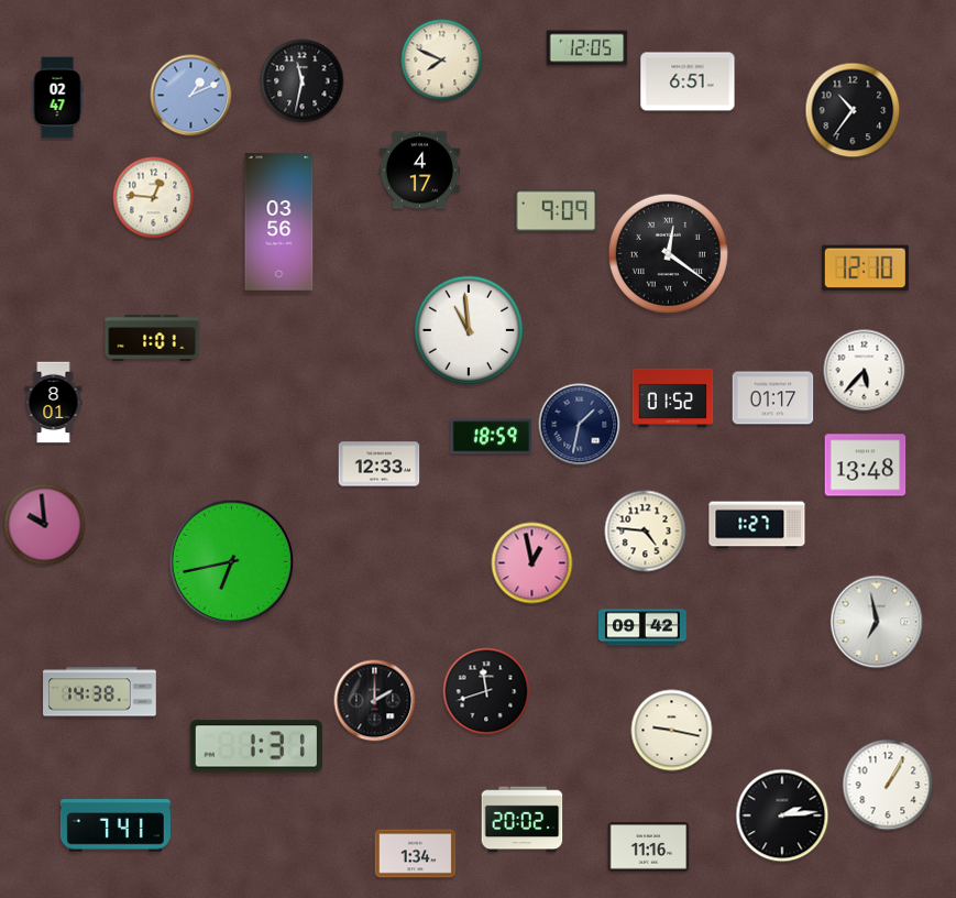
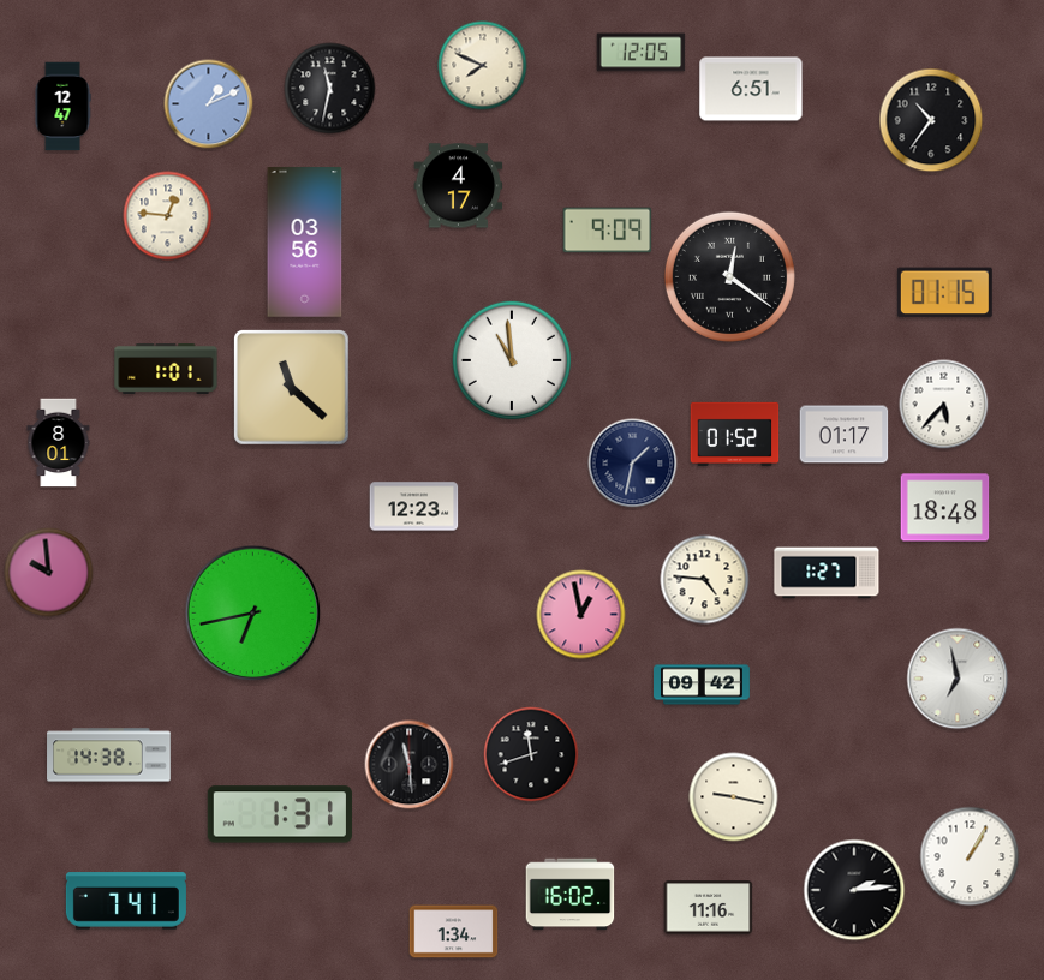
clock at (57, 98): 02:47 -> 12:47
clock at (865, 269): 12:10 -> 01:15
clock at (292, 388): none -> 11:22
clock at (54, 403) position: (54, 403) -> (59, 443)
clock at (492, 437): 18:59 -> none
clock at (380, 464): 12:33 -> 12:23
clock at (866, 466): 13:48 -> 18:48
clock at (375, 701): 2:00 -> 11:29
clock at (523, 820): 20:02 -> 16:02
clock at (649, 847) position: (649, 847) -> (709, 908)
